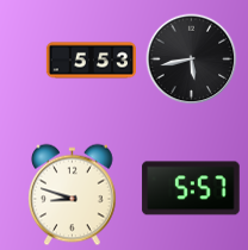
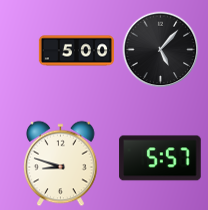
clock at (192, 60): 5:43 -> 5:07
clock at (91, 61): 5:53 -> 5:00
